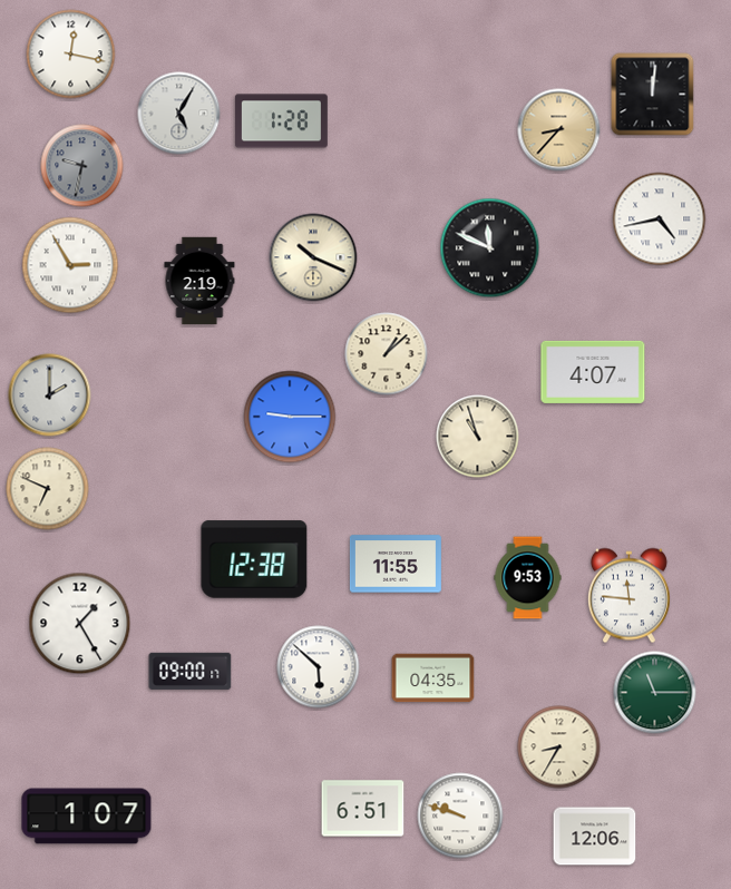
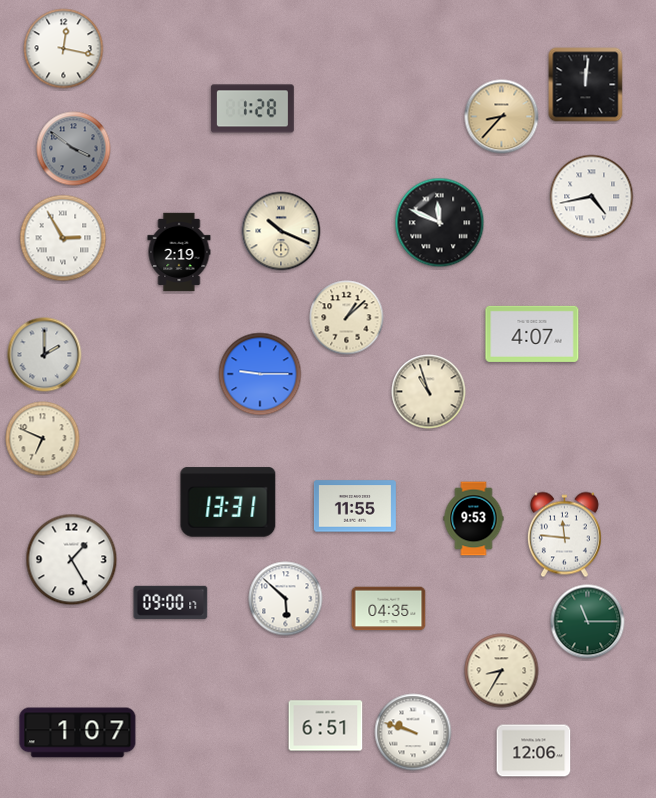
clock at (179, 114): 5:05 -> none
clock at (82, 166): 9:32 -> 3:51
clock at (254, 559): 12:38 -> 13:31
